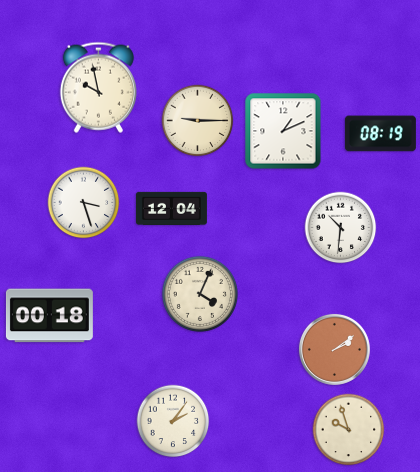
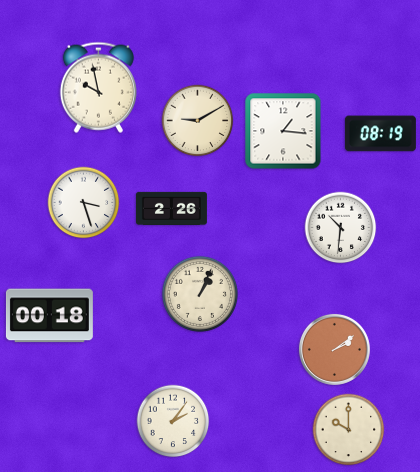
clock at (198, 121): 9:15 -> 9:10
clock at (283, 131): 1:11 -> 1:16
clock at (171, 208): 12:04 -> 2:26
clock at (200, 294): 4:04 -> 1:04
clock at (349, 430): 9:57 -> 10:00
